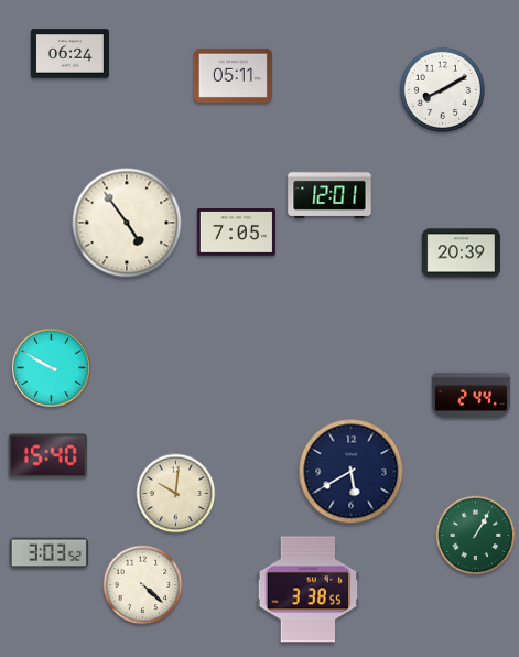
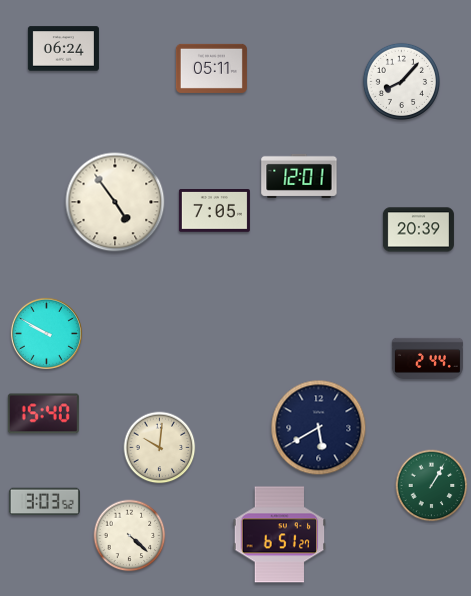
clock at (442, 89): 8:10 -> 8:07
clock at (143, 585) position: (143, 585) -> (130, 536)
clock at (309, 590): 3:38 -> 6:51
